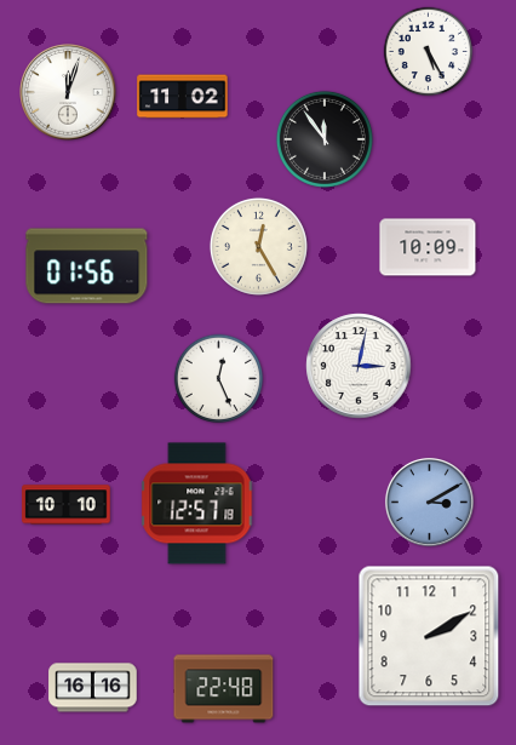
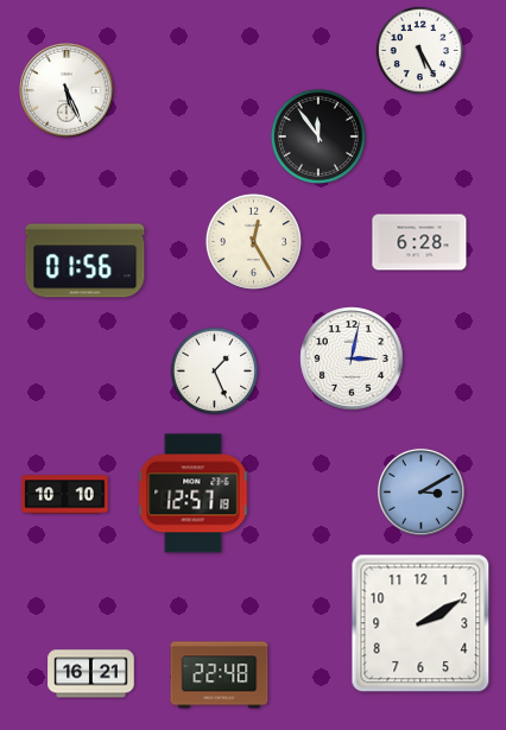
clock at (68, 92): 12:03 -> 5:26
clock at (183, 97): 11:02 -> none
clock at (428, 247): 10:09 -> 6:28
clock at (219, 379): 12:26 -> 1:26
clock at (93, 688): 16:16 -> 16:21
